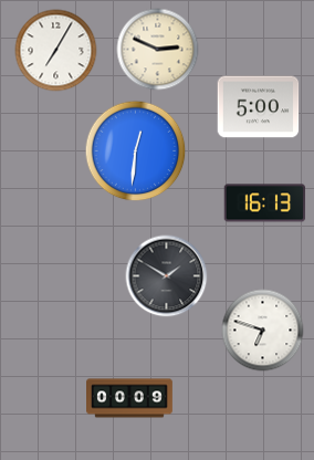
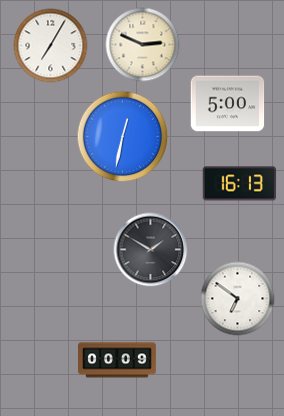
clock at (259, 107) position: (259, 107) -> (228, 104)
clock at (136, 151): 12:31 -> 12:32
clock at (263, 331): 6:48 -> 6:51
